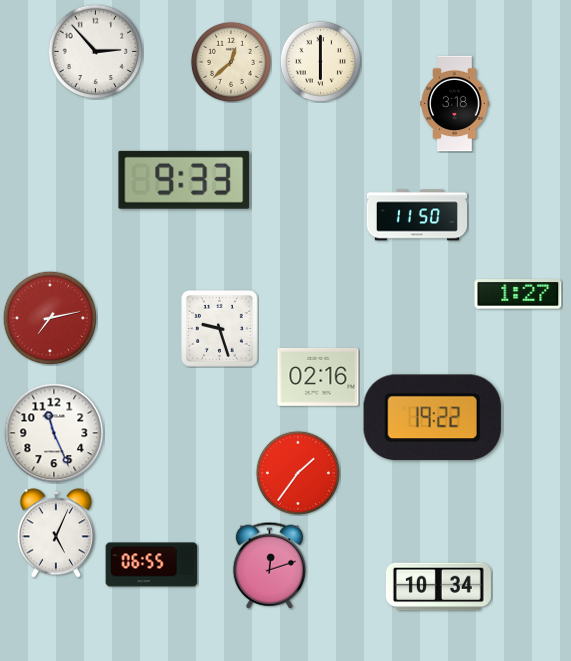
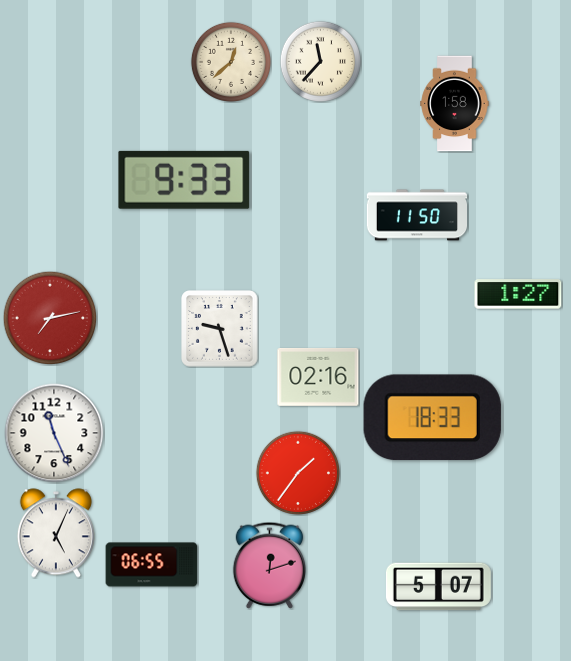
clock at (95, 51): 2:53 -> none
clock at (320, 61): 6:00 -> 11:37
clock at (455, 104): 3:18 -> 1:58
clock at (432, 418): 19:22 -> 18:33
clock at (438, 587): 10:34 -> 5:07
